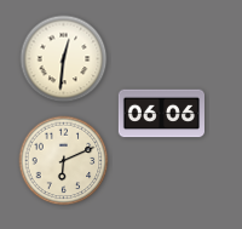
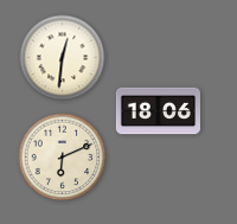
clock at (161, 114): 06:06 -> 18:06
